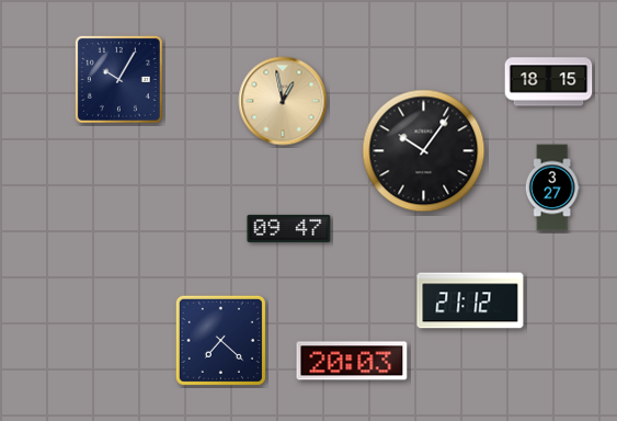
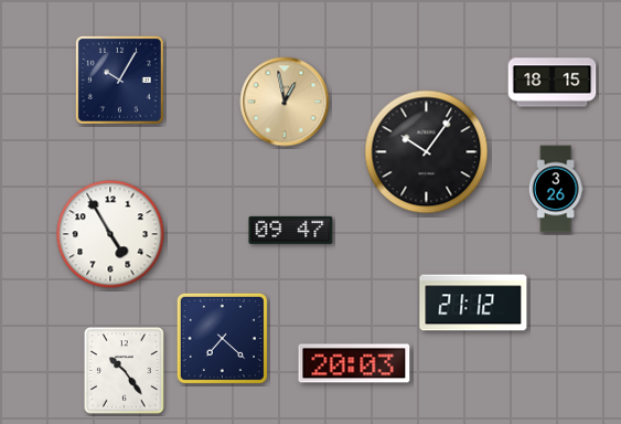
clock at (552, 187): 3:27 -> 3:26
clock at (110, 234): none -> 4:55
clock at (220, 340) position: (220, 340) -> (222, 338)
clock at (125, 371): none -> 10:24
